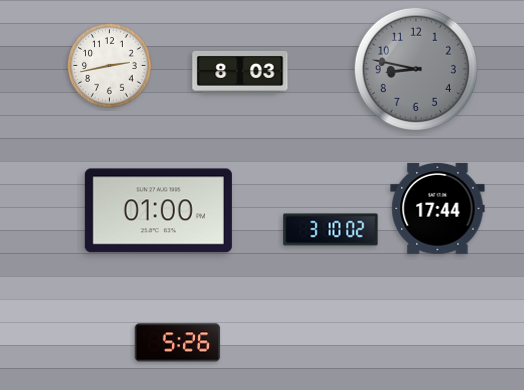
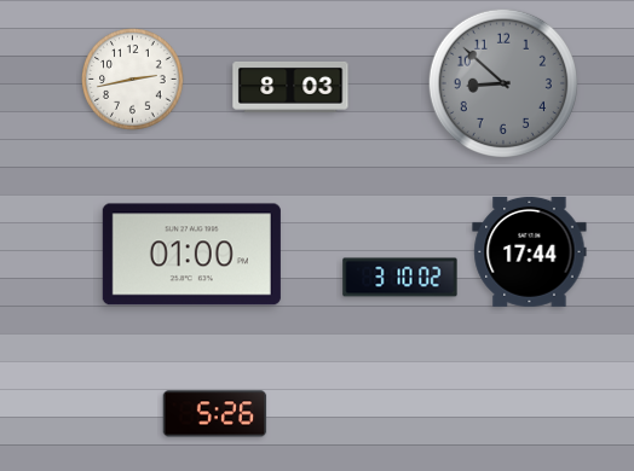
clock at (416, 69): 8:47 -> 8:52
